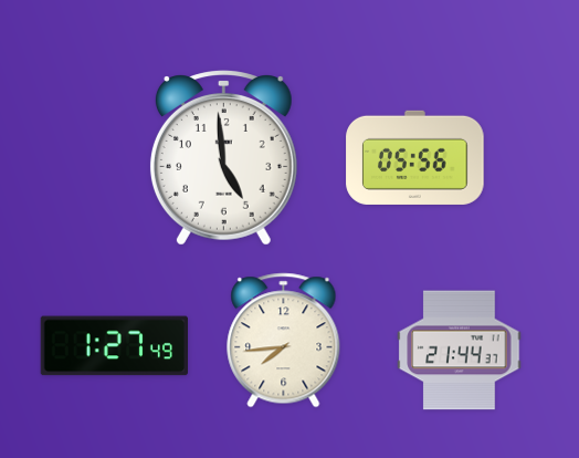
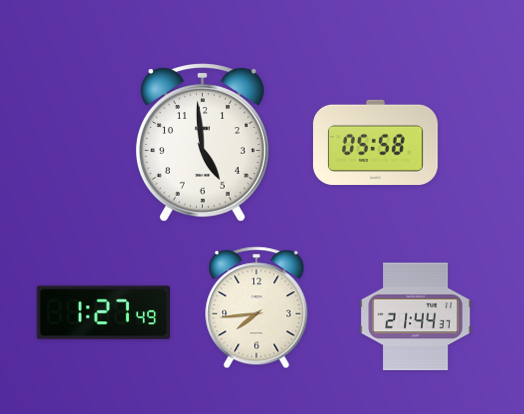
clock at (415, 157): 05:56 -> 05:58
